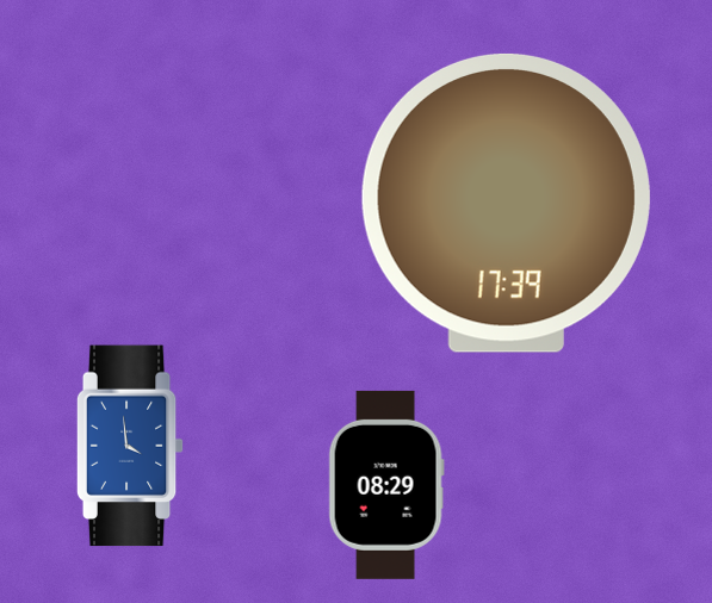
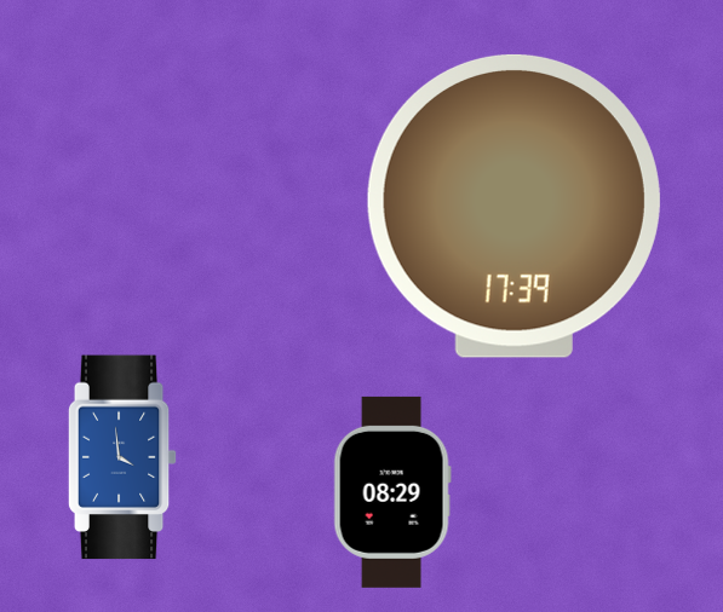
clock at (130, 446) position: (130, 446) -> (122, 457)
